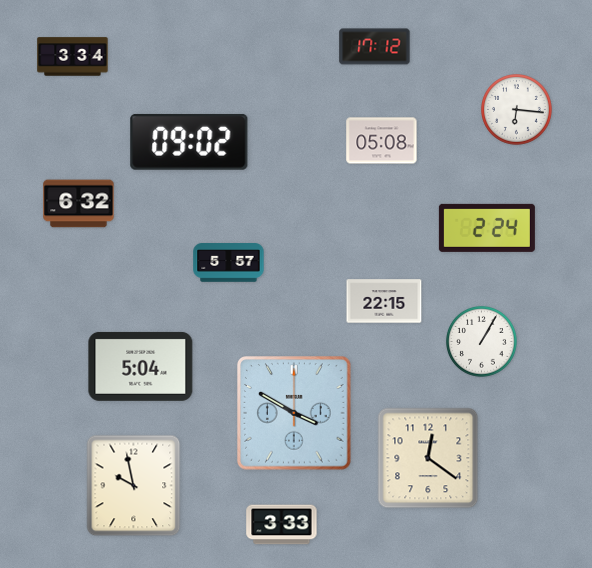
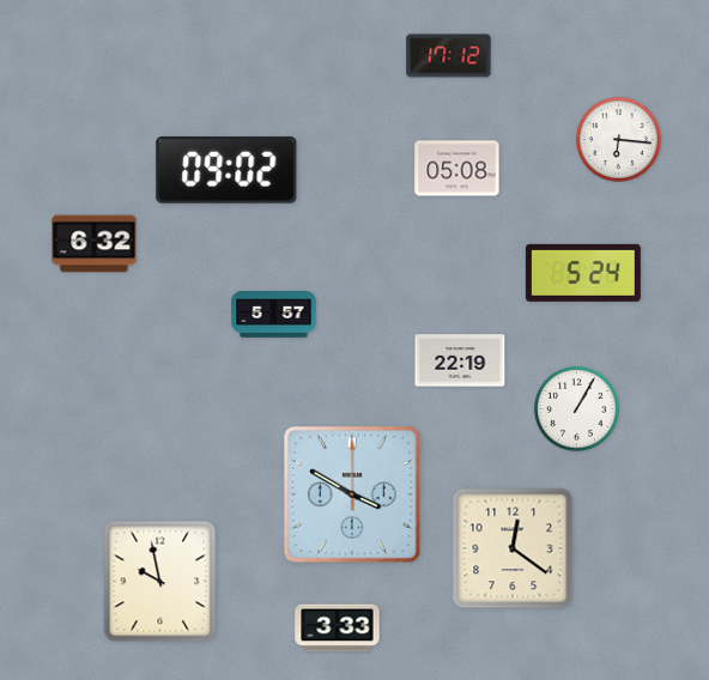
clock at (73, 57): 3:34 -> none
clock at (517, 110) position: (517, 110) -> (619, 140)
clock at (487, 228): 2:24 -> 5:24
clock at (384, 301): 22:15 -> 22:19
clock at (141, 366): 5:04 -> none
